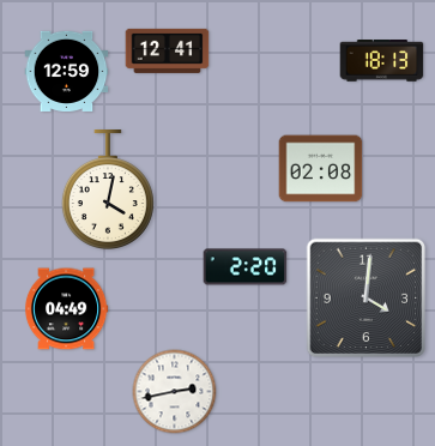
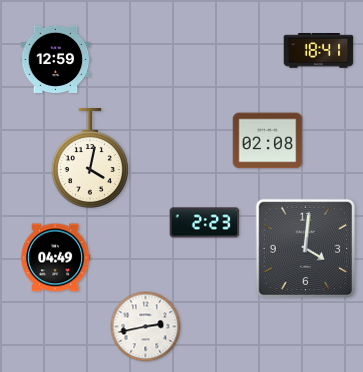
clock at (168, 50): 12:41 -> none
clock at (382, 61): 18:13 -> 18:41
clock at (246, 267): 2:20 -> 2:23
